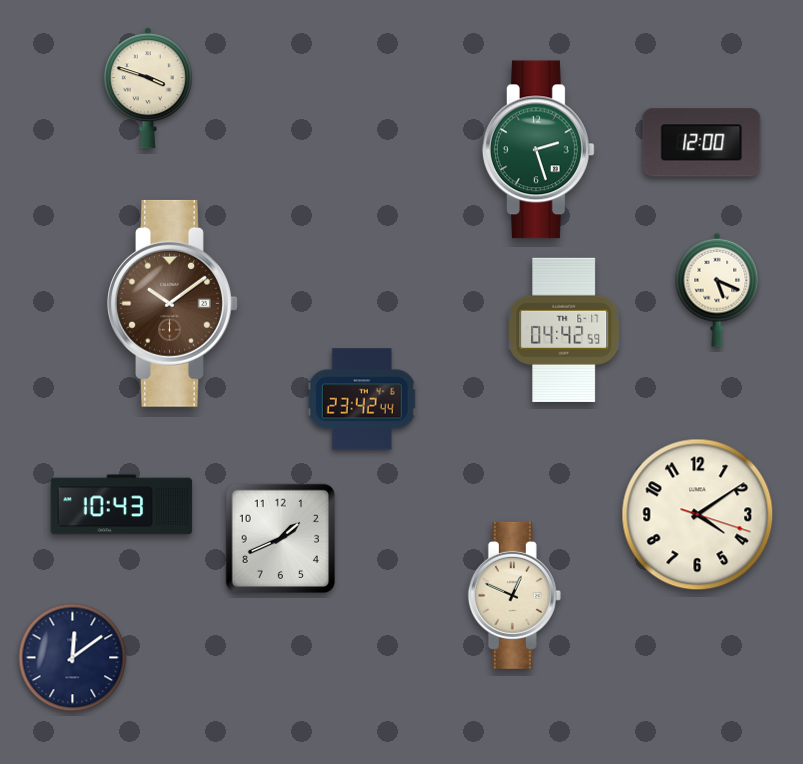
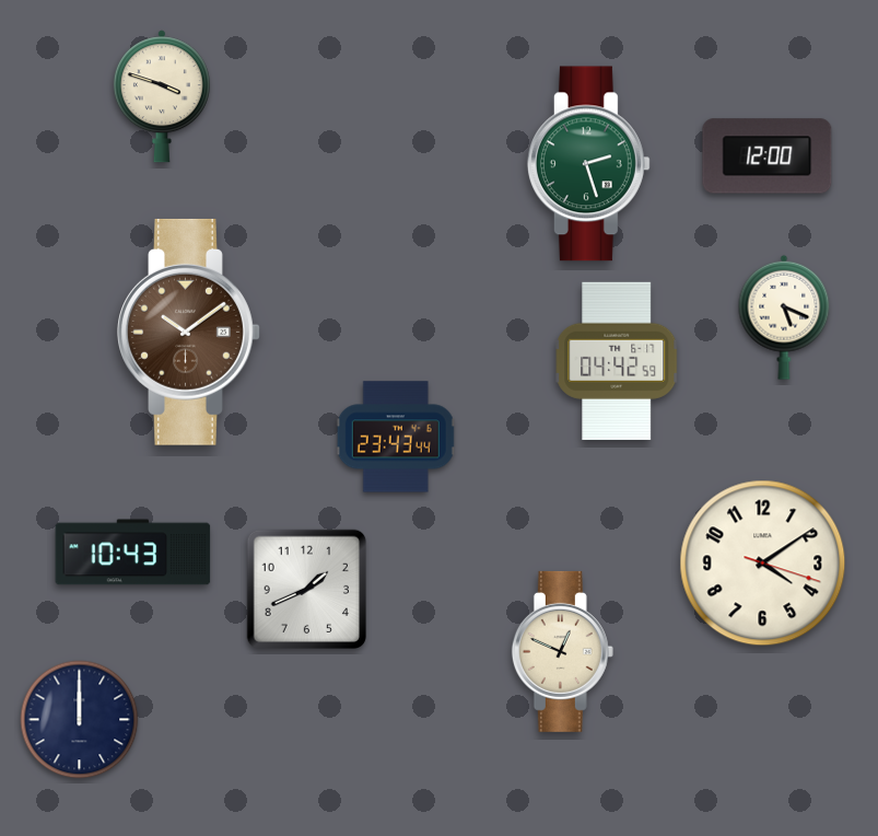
clock at (362, 399): 23:42 -> 23:43
clock at (73, 658): 12:09 -> 12:00
